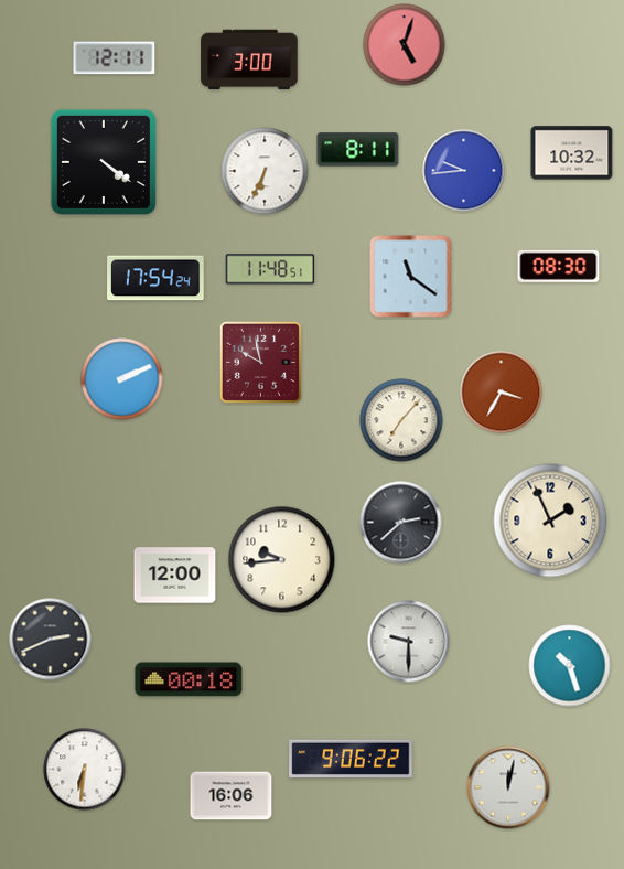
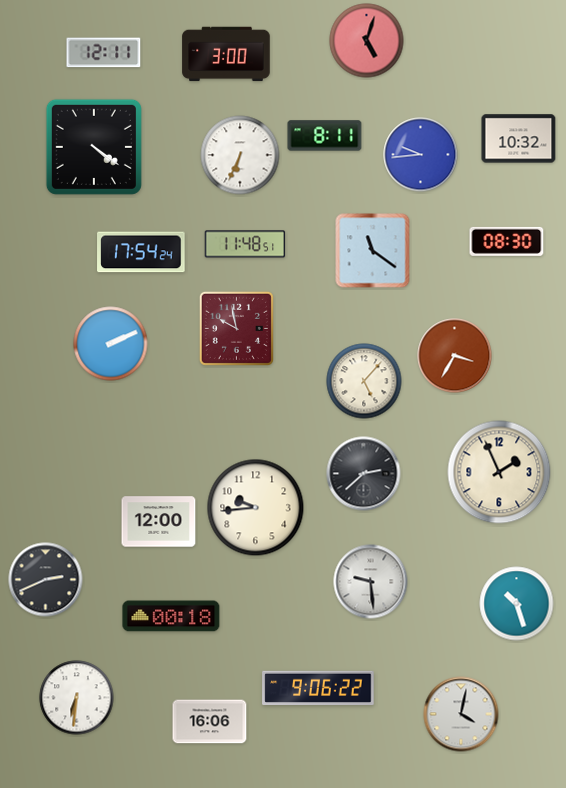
clock at (401, 420): 7:07 -> 5:07
clock at (409, 642): 9:30 -> 9:29
clock at (508, 787): 12:02 -> 4:02
